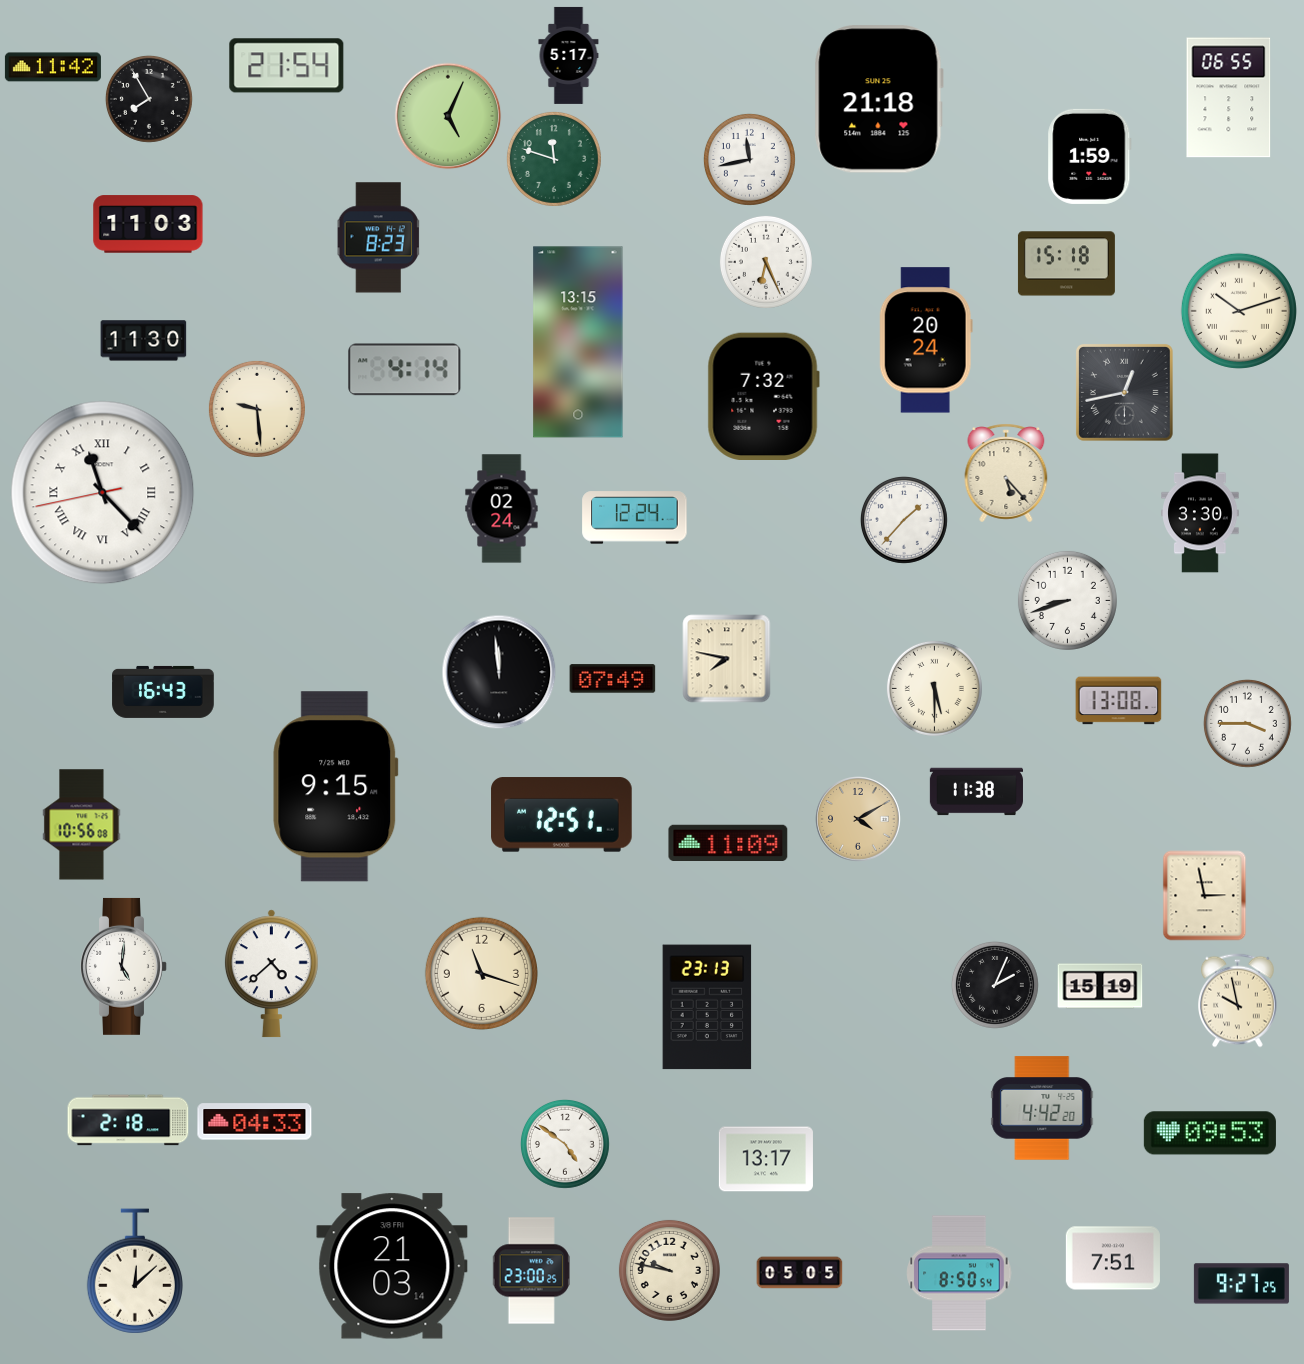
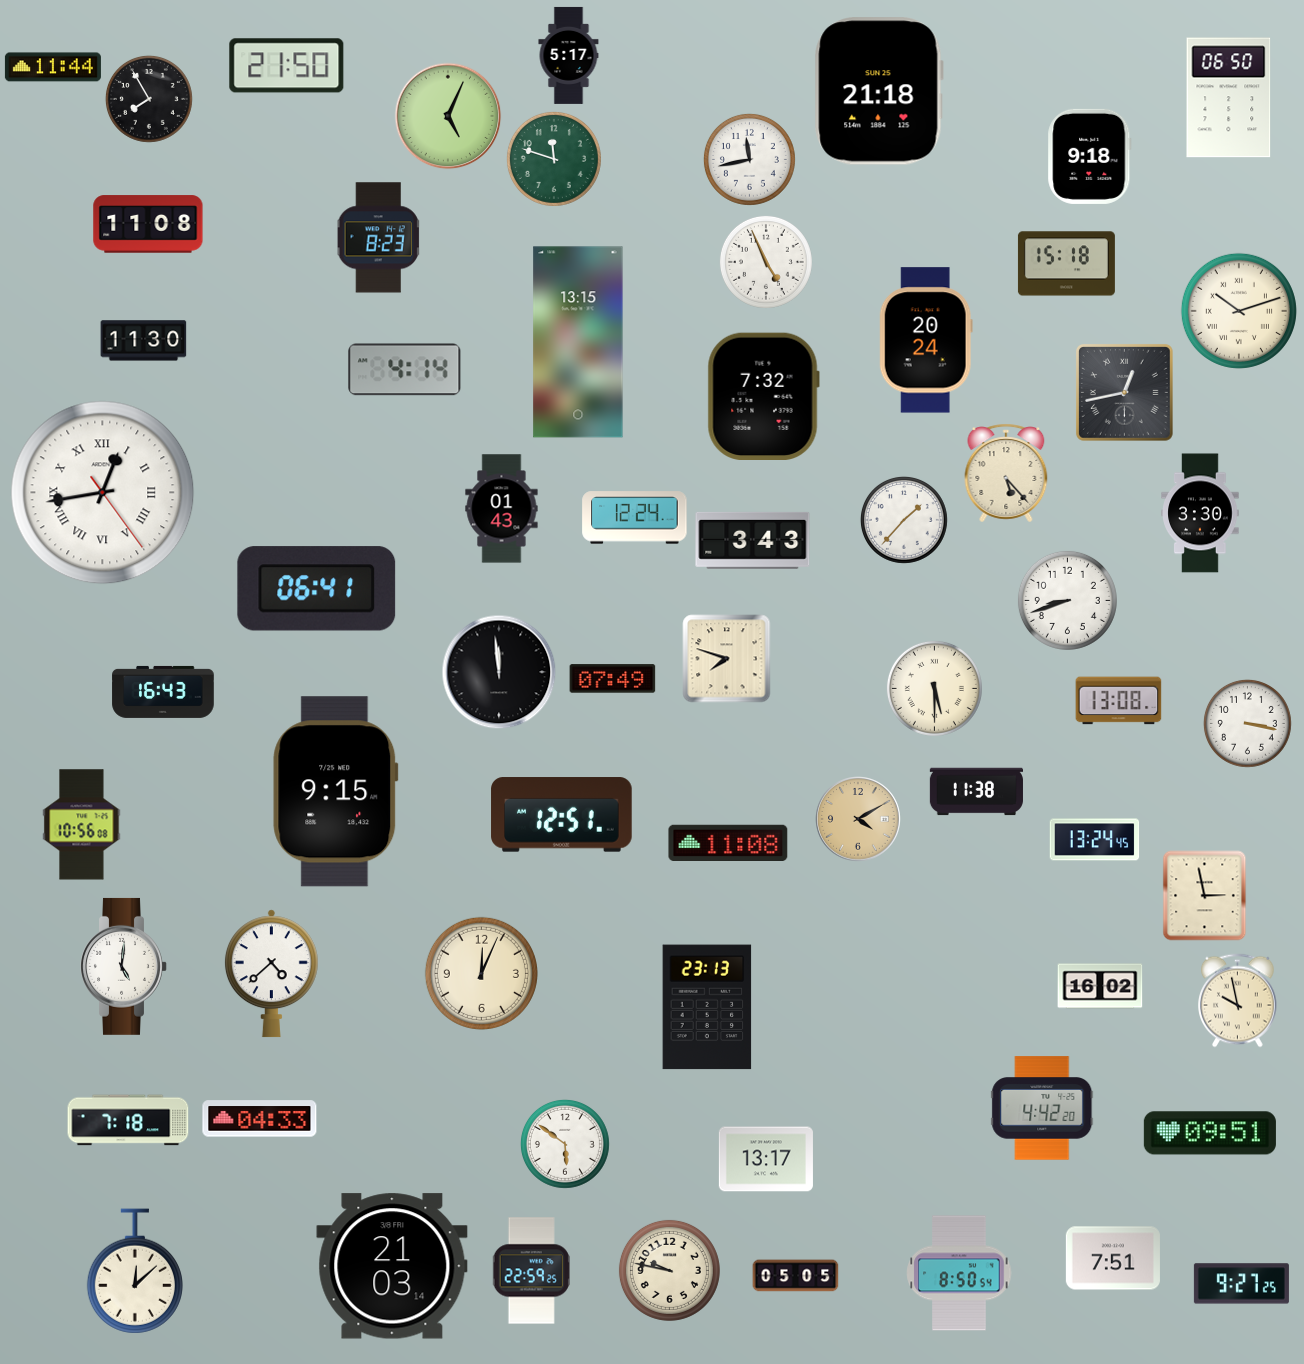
clock at (287, 66): 21:54 -> 21:50
clock at (53, 67): 11:42 -> 11:44
clock at (1229, 98): 06:55 -> 06:50
clock at (879, 99) position: (879, 99) -> (879, 91)
clock at (1090, 156): 1:59 -> 9:18
clock at (148, 224): 11:03 -> 11:08
clock at (766, 262): 6:26 -> 4:56
clock at (257, 409): 9:29 -> none
clock at (103, 493): 11:22 -> 12:43
clock at (502, 509): 02:24 -> 01:43
clock at (753, 540): none -> 3:43
clock at (317, 589): none -> 06:41
clock at (727, 659): 7:47 -> 7:48
clock at (1247, 723): 3:45 -> 3:17
clock at (336, 787) position: (336, 787) -> (336, 792)
clock at (1095, 840): none -> 13:24
clock at (728, 842): 11:09 -> 11:08
clock at (481, 973): 11:18 -> 12:04
clock at (995, 985): 2:04 -> none
clock at (1100, 986): 15:19 -> 16:02
clock at (128, 1120): 2:18 -> 7:18
clock at (255, 1122) position: (255, 1122) -> (260, 1119)
clock at (1210, 1133): 09:53 -> 09:51
clock at (565, 1144): 4:51 -> 5:51
clock at (531, 1271): 23:00 -> 22:59
clock at (800, 1273) position: (800, 1273) -> (796, 1276)
